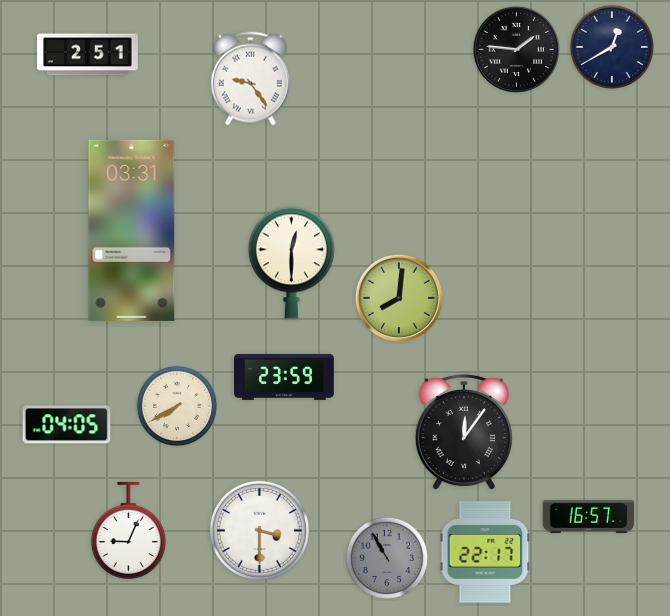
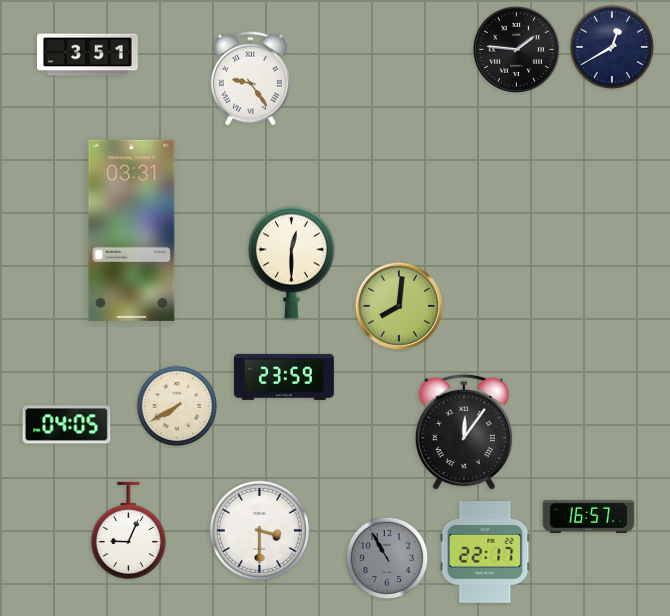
clock at (88, 55): 2:51 -> 3:51
clock at (399, 298) position: (399, 298) -> (399, 306)
